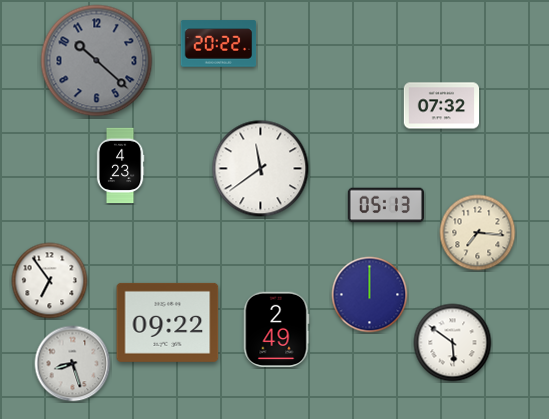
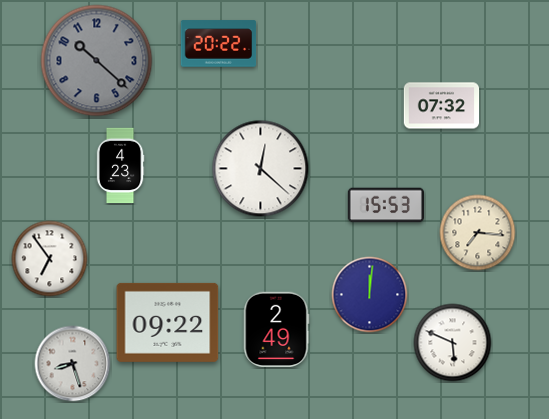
clock at (261, 169): 11:39 -> 12:22
clock at (385, 205): 05:13 -> 15:53
clock at (50, 281) position: (50, 281) -> (50, 259)
clock at (370, 295): 12:00 -> 12:01
clock at (453, 343): 5:51 -> 5:49
